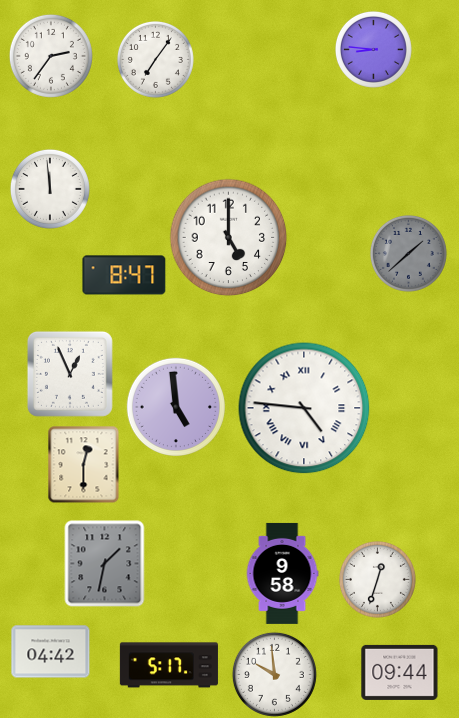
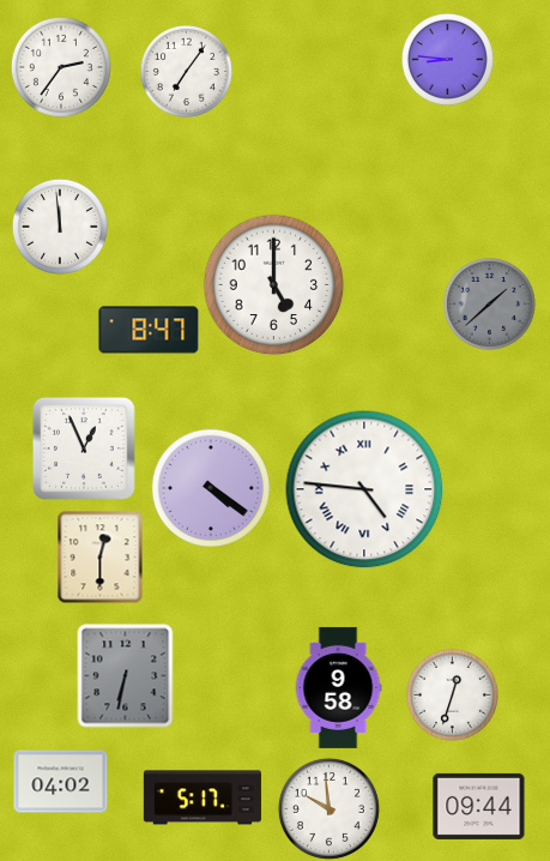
clock at (175, 406): 4:59 -> 4:21
clock at (105, 564): 1:32 -> 6:32
clock at (51, 652): 04:42 -> 04:02
